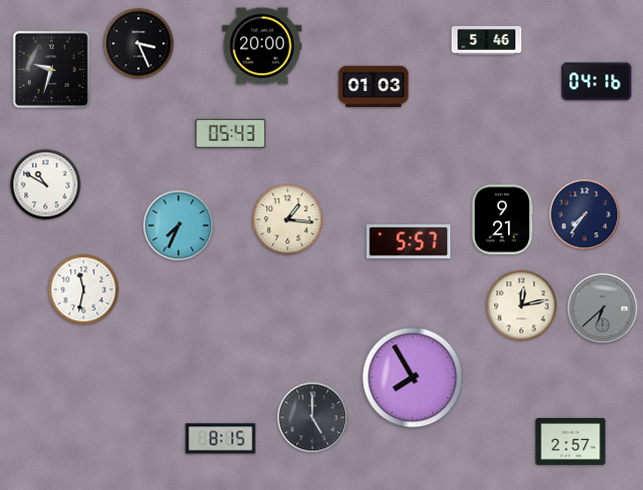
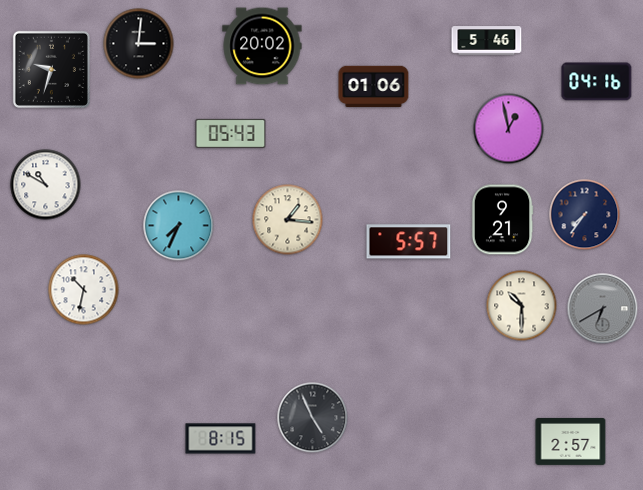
clock at (139, 44): 3:26 -> 3:01
clock at (262, 46): 20:00 -> 20:02
clock at (374, 87): 01:03 -> 01:06
clock at (509, 129): none -> 12:58
clock at (84, 290): 11:32 -> 10:32
clock at (522, 306): 12:13 -> 10:30
clock at (603, 309): 6:38 -> 6:40
clock at (413, 378): 7:55 -> none
clock at (313, 418): 5:00 -> 4:56
